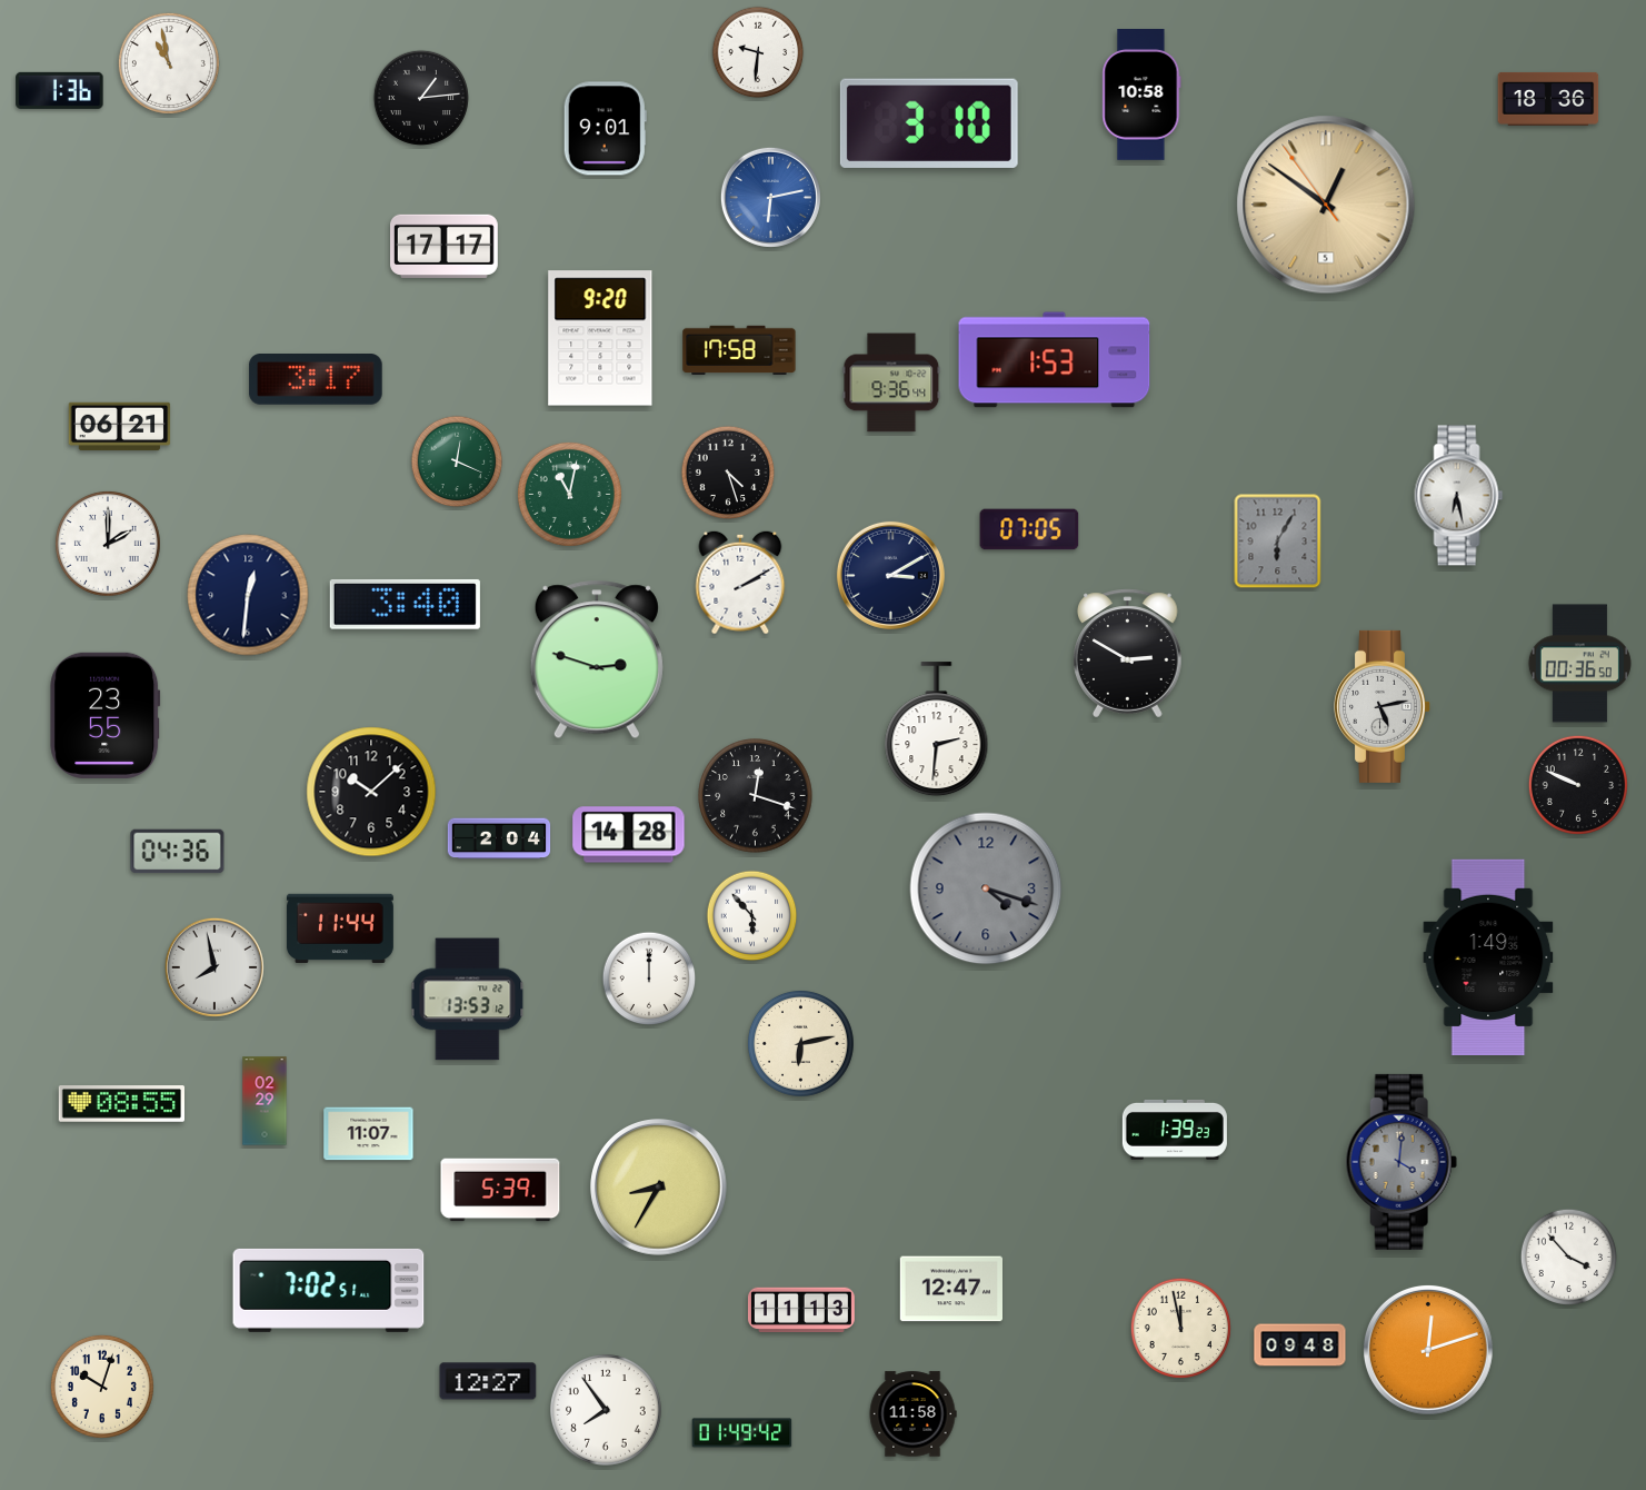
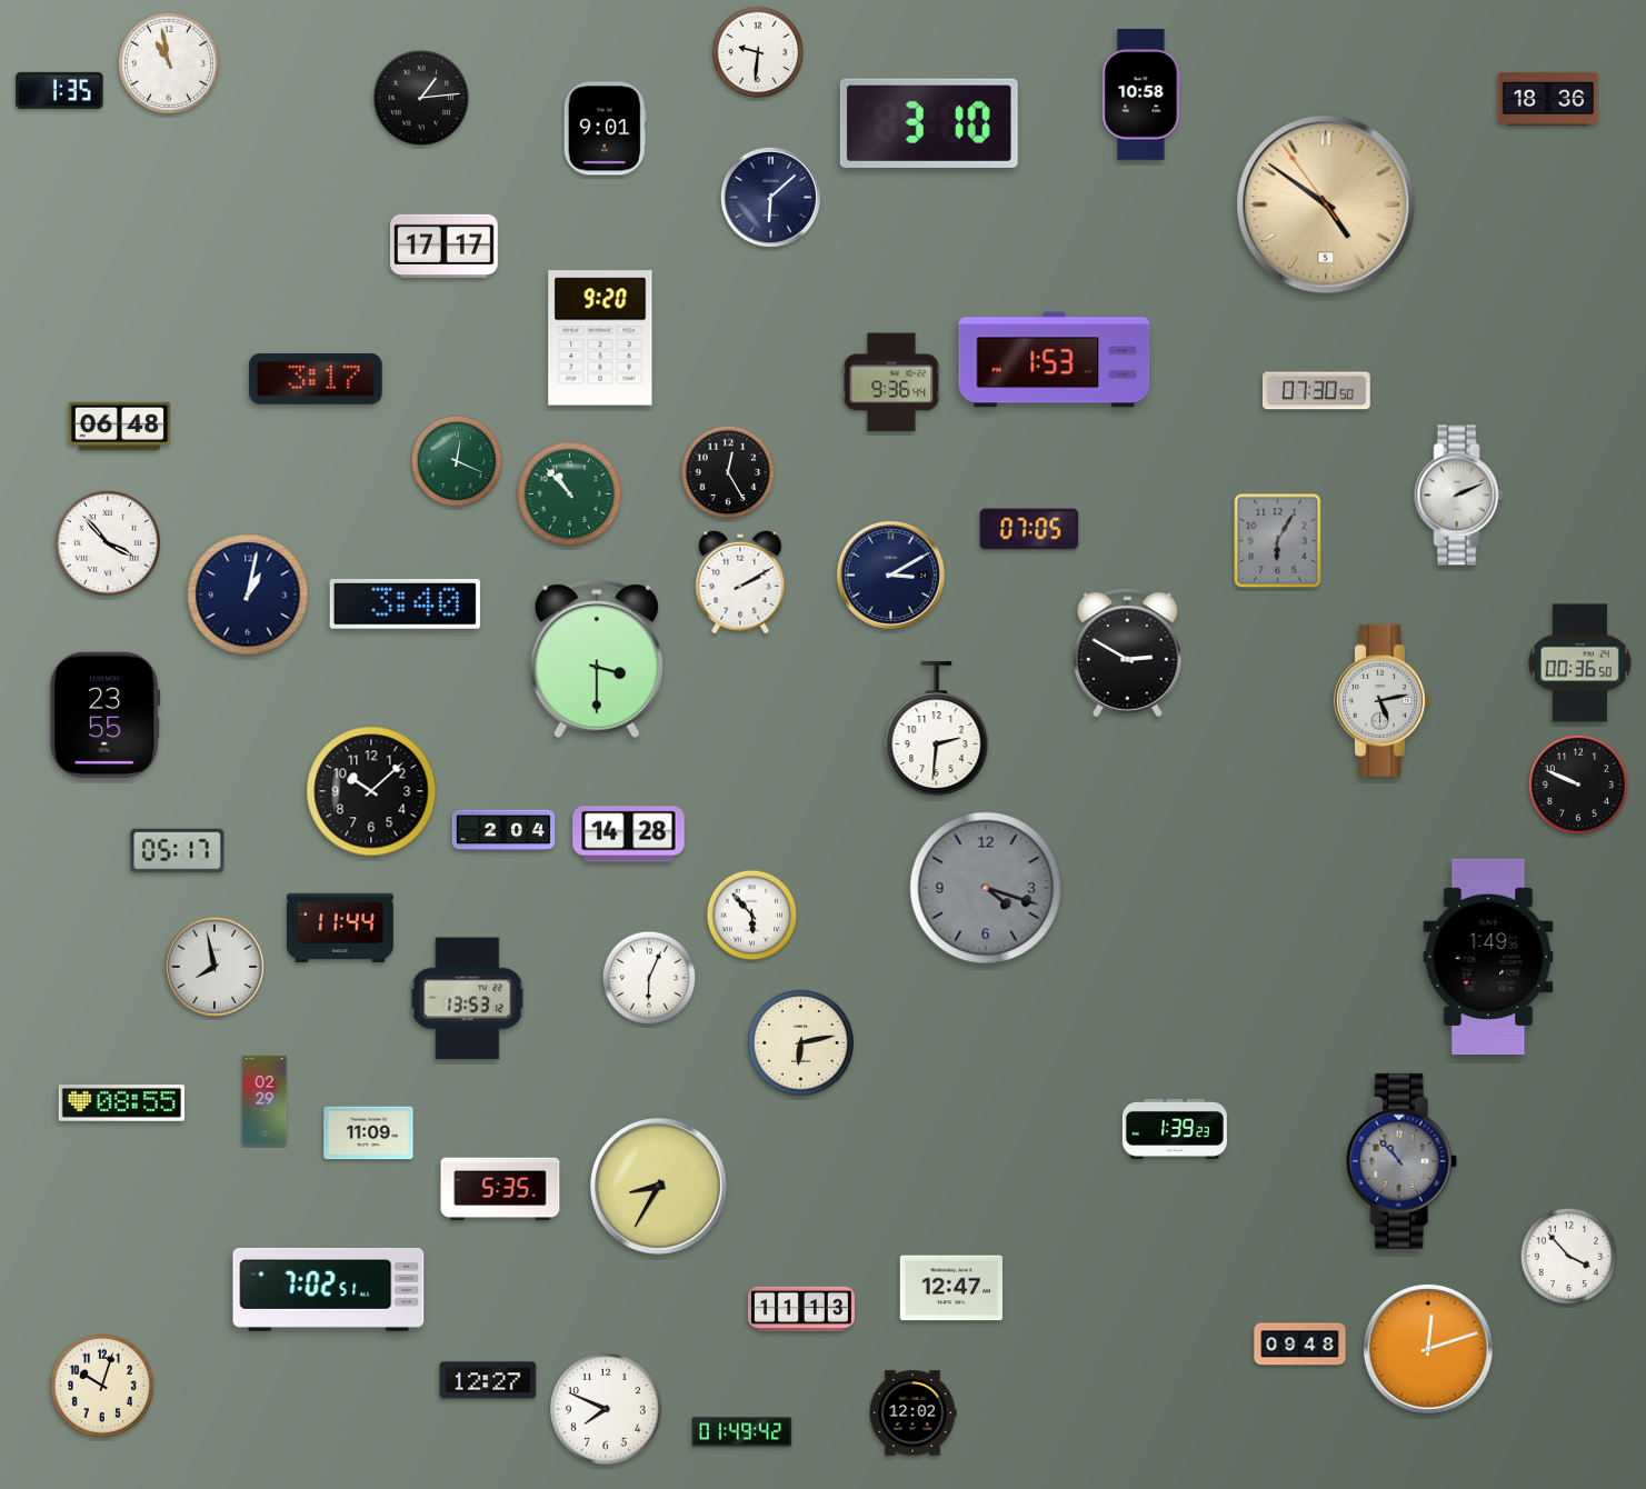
clock at (60, 90): 1:36 -> 1:35
clock at (770, 197): 6:13 -> 6:08
clock at (770, 197) dial: blue -> navy
clock at (1326, 205): 12:50 -> 4:50
clock at (739, 349): 17:58 -> none
clock at (1316, 391): none -> 07:30
clock at (120, 427): 06:21 -> 06:48
clock at (728, 473): 4:27 -> 12:25
clock at (569, 494): 11:02 -> 10:53
clock at (1459, 496): 6:28 -> 2:11
clock at (108, 544): 2:00 -> 3:53
clock at (248, 595): 12:31 -> 1:02
clock at (597, 659): 2:48 -> 3:30
clock at (1383, 706) position: (1383, 706) -> (1383, 700)
clock at (756, 796): 12:18 -> none
clock at (499, 838) position: (499, 838) -> (503, 830)
clock at (178, 852): 04:36 -> 05:17
clock at (649, 979): 12:00 -> 6:04
clock at (369, 1134): 11:07 -> 11:09
clock at (1401, 1162): 4:01 -> 10:53
clock at (500, 1190): 5:39 -> 5:35
clock at (1180, 1328): 11:58 -> none
clock at (606, 1410): 7:54 -> 7:49
clock at (912, 1414): 11:58 -> 12:02
